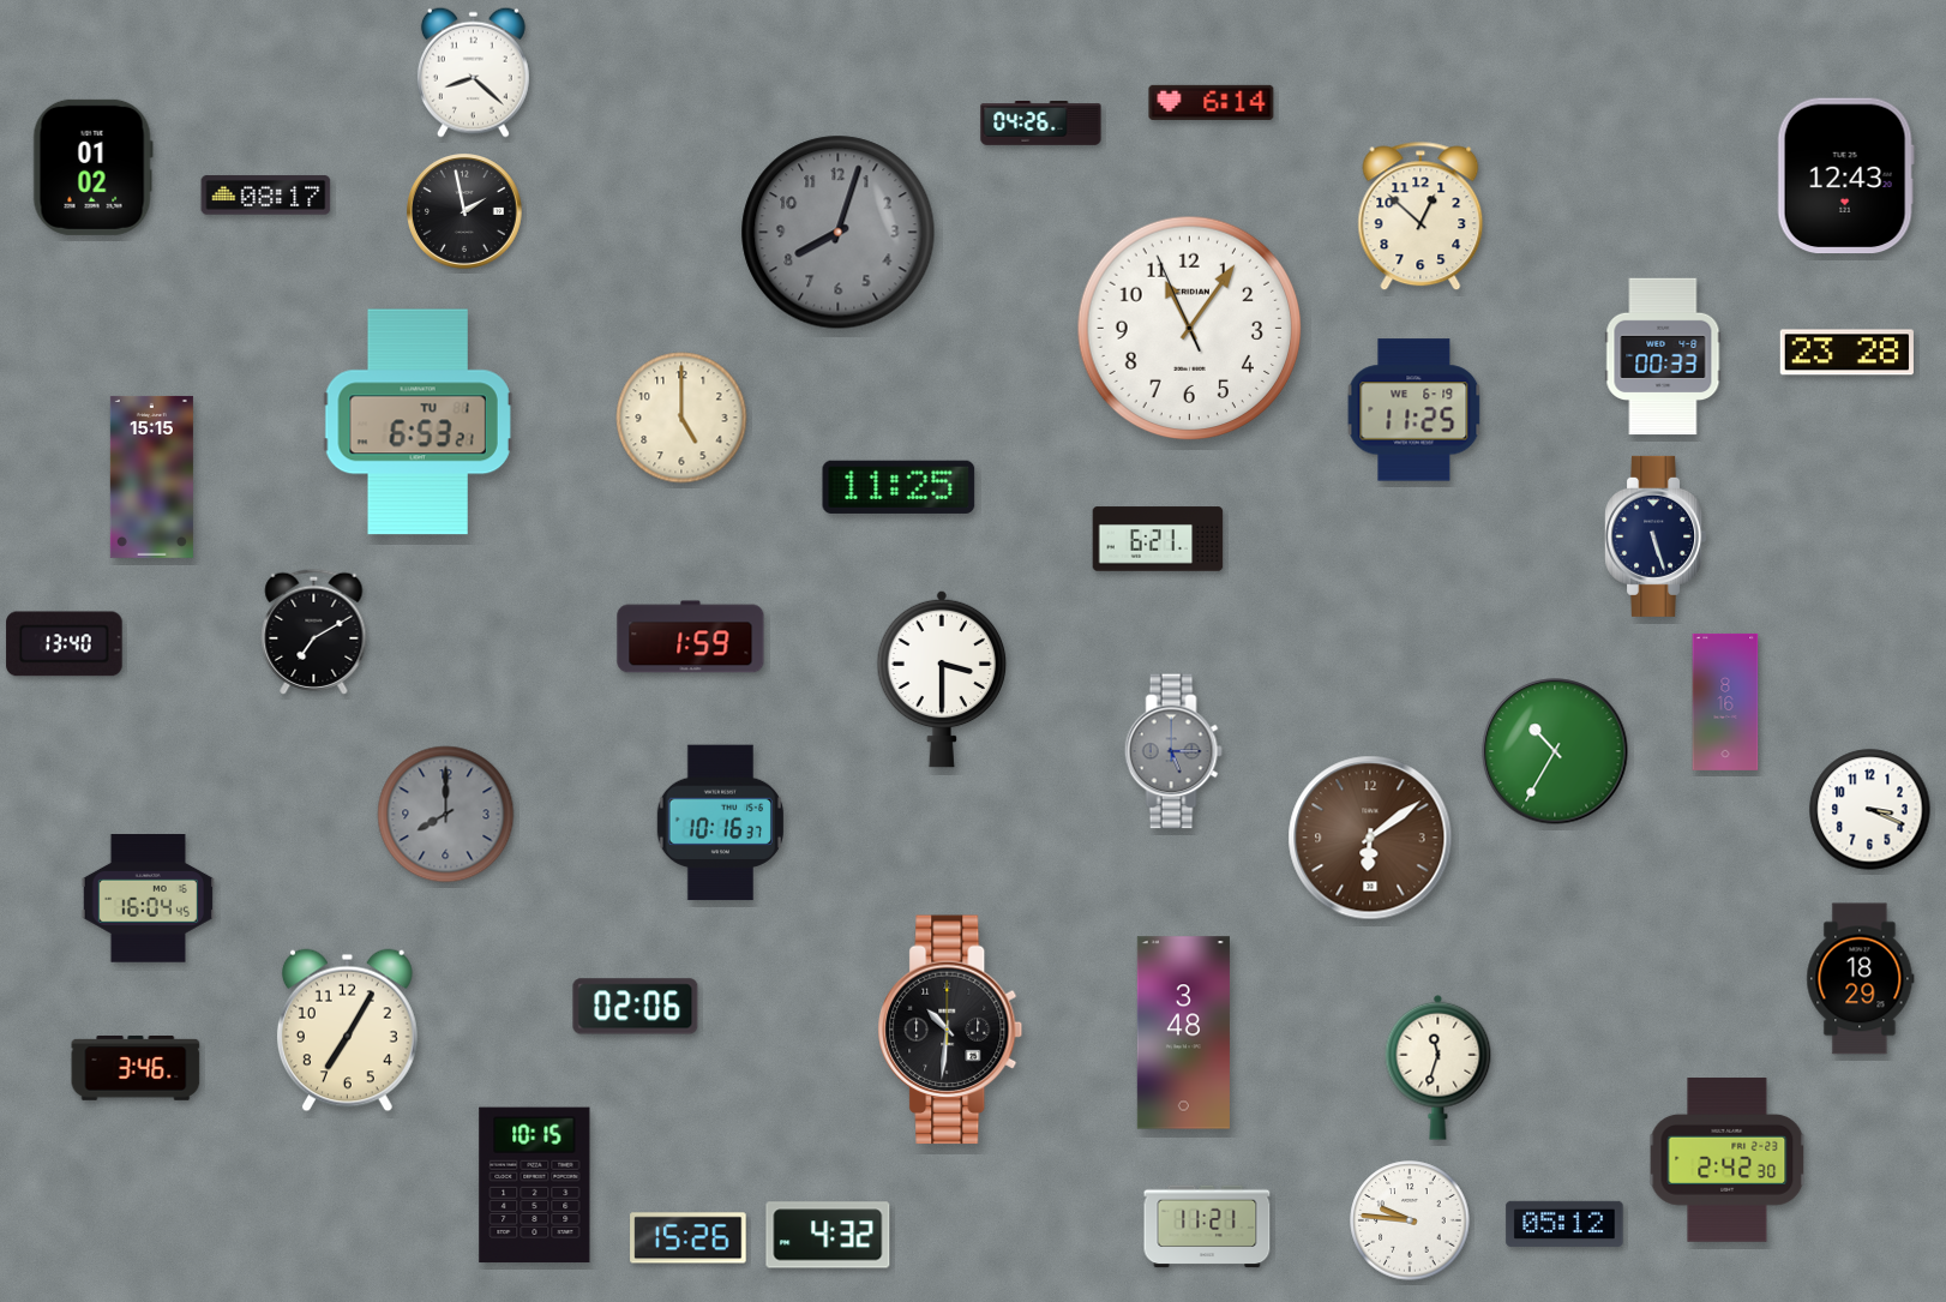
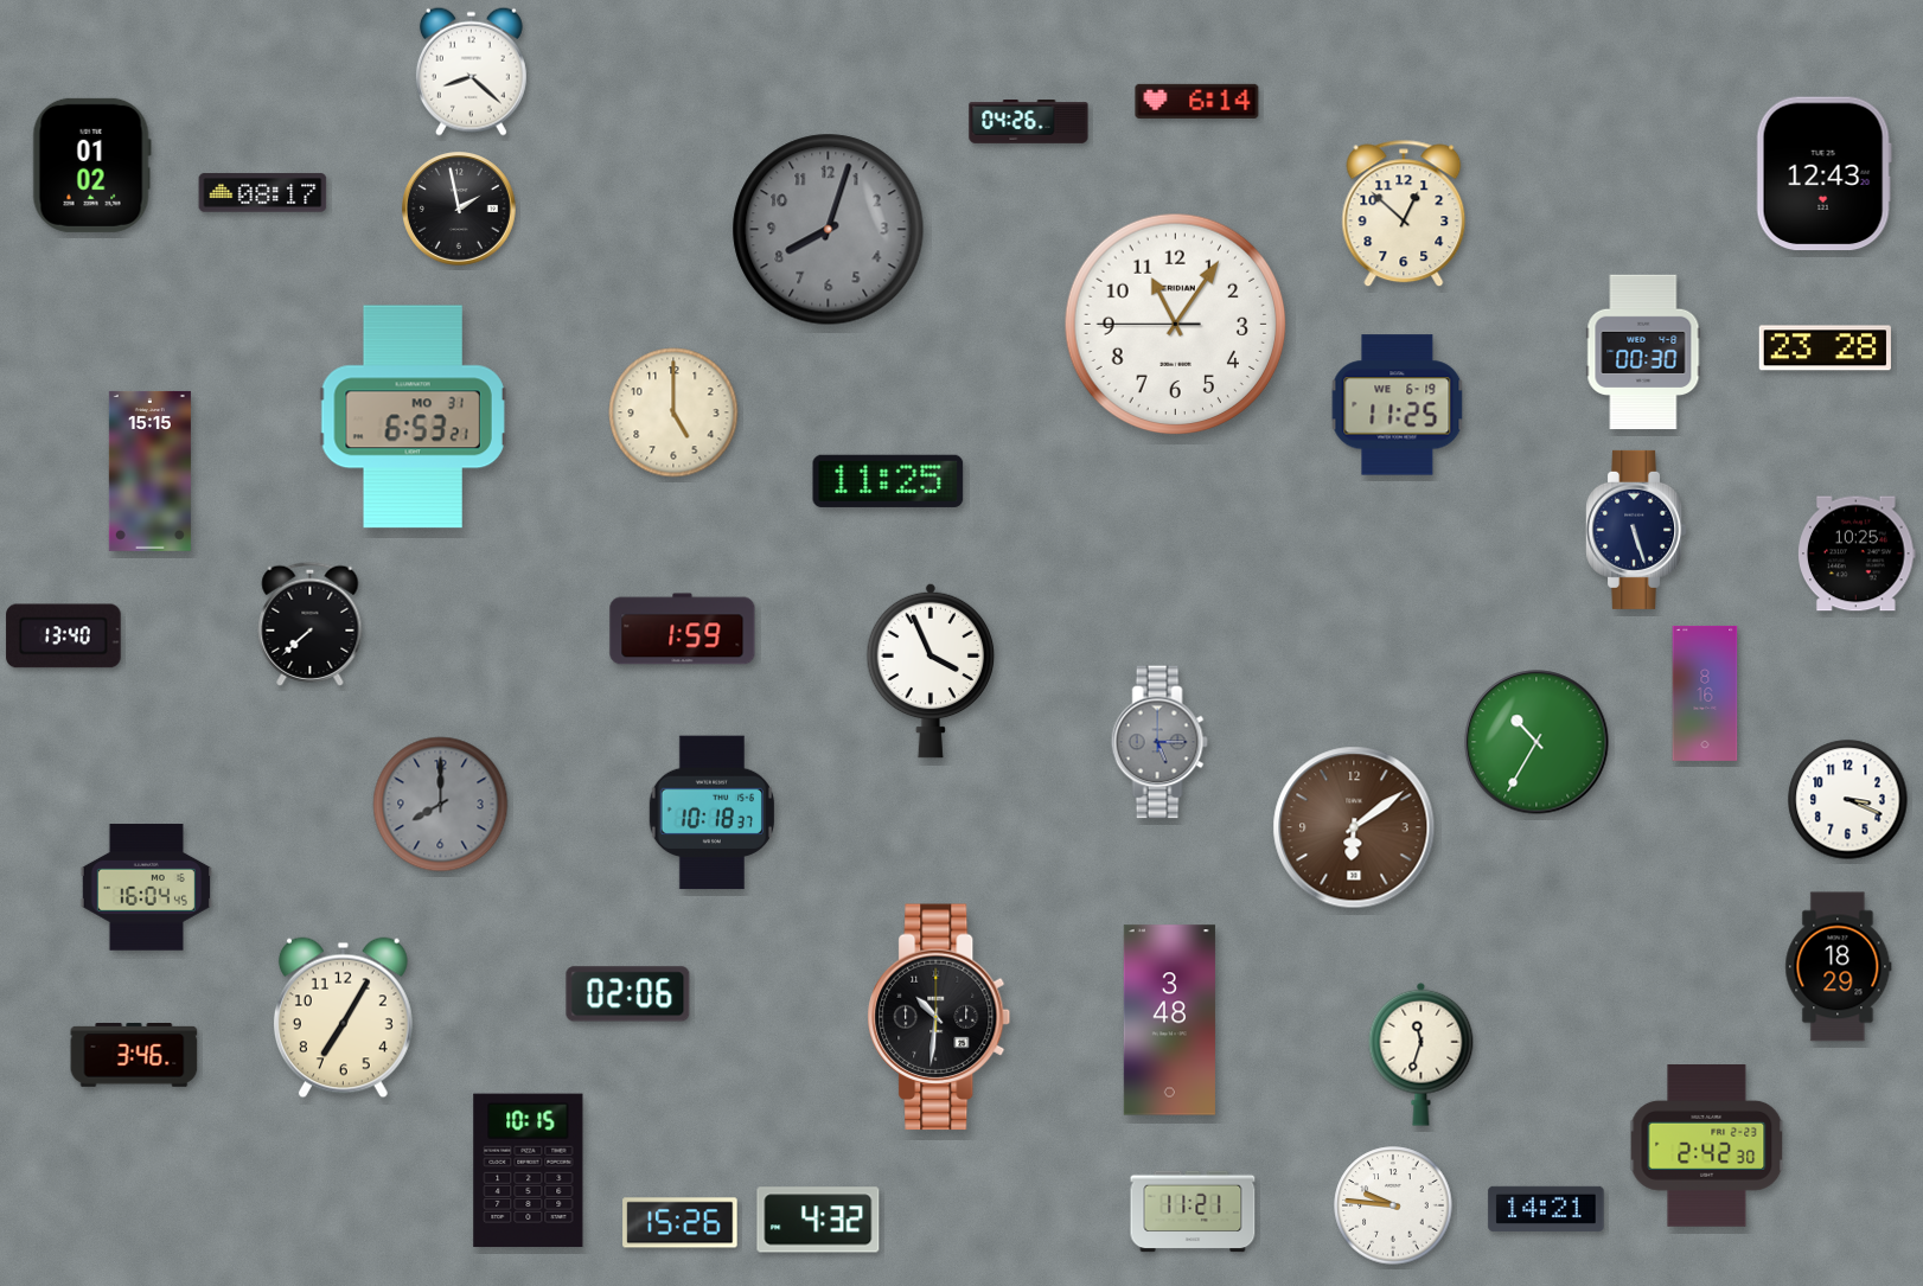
clock at (473, 72) position: (473, 72) -> (471, 71)
clock at (1190, 329): 11:05:56 -> 11:05:45
clock at (1663, 356): 00:33 -> 00:30
clock at (418, 422) date: TU 1 -> MO 31
clock at (1158, 539): 6:21 -> none
clock at (1858, 554): none -> 10:25
clock at (314, 631): 7:10 -> 7:38
clock at (942, 679): 3:30 -> 3:56
clock at (720, 823): 10:16 -> 10:18
clock at (1564, 1224): 05:12 -> 14:21
